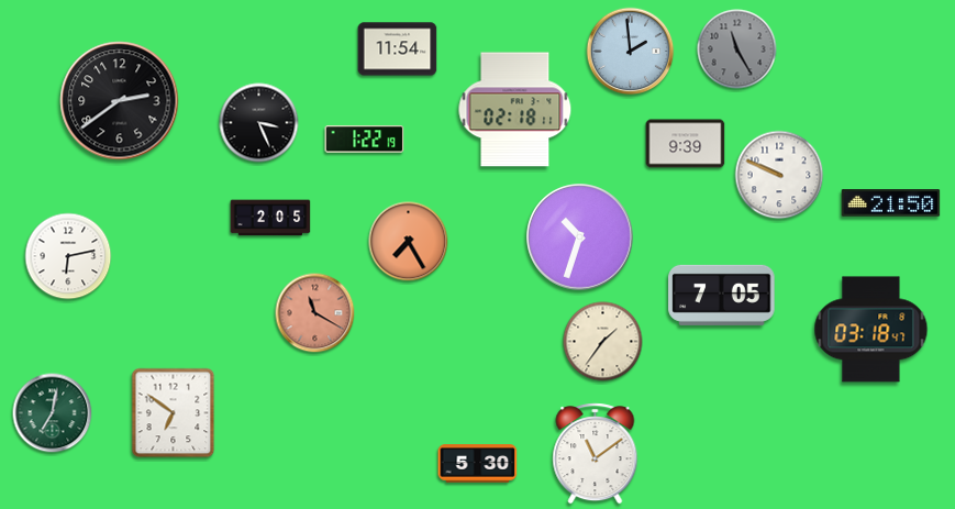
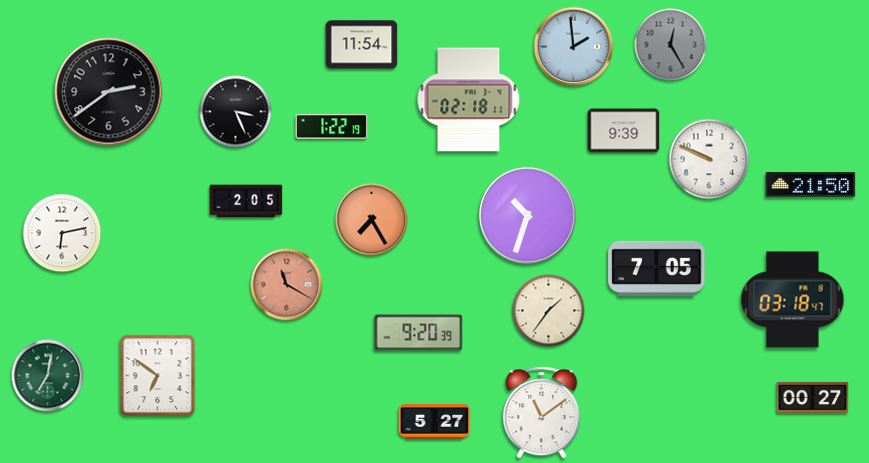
clock at (737, 49): 11:25 -> 12:25
clock at (270, 218) position: (270, 218) -> (246, 201)
clock at (419, 333): none -> 9:20
clock at (813, 397): none -> 00:27
clock at (478, 464): 5:30 -> 5:27
